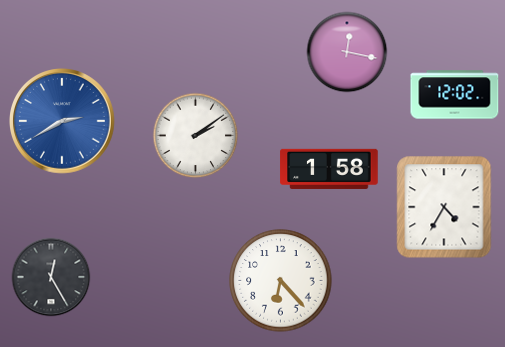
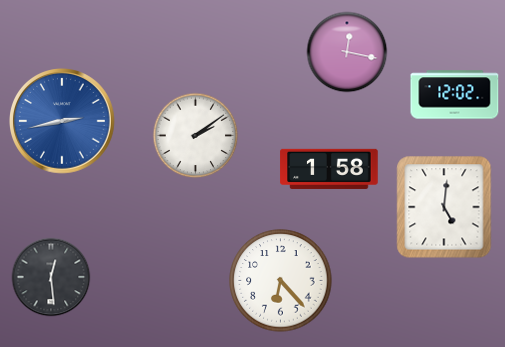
clock at (63, 122): 2:40 -> 2:43
clock at (444, 207): 4:35 -> 5:01
clock at (51, 277): 12:25 -> 12:29
